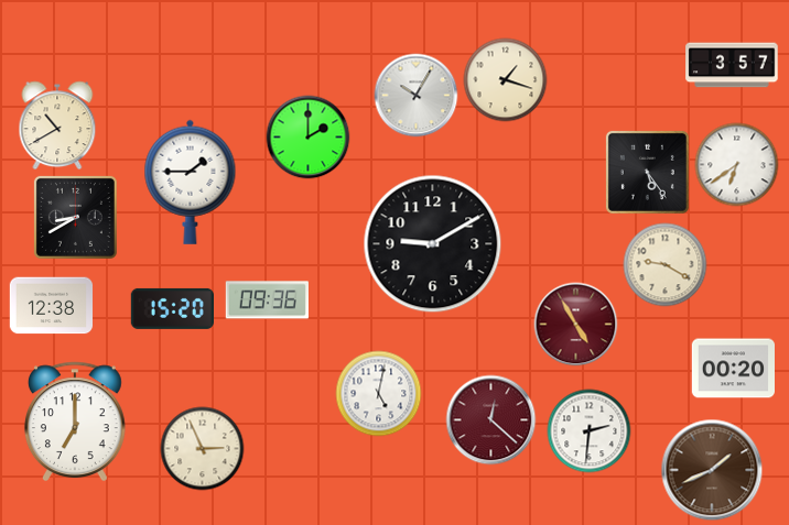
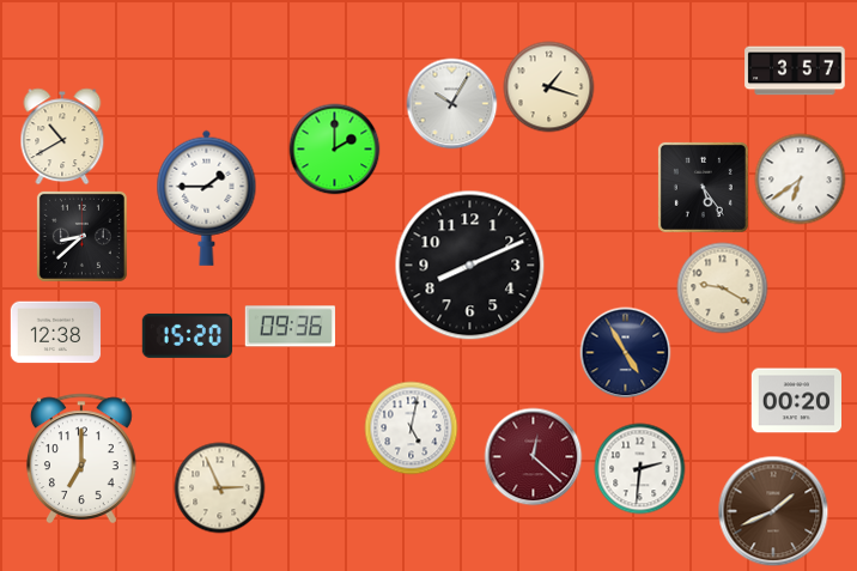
clock at (75, 217): 8:40 -> 8:38
clock at (433, 244): 9:10 -> 8:11
clock at (576, 325) dial: burgundy -> navy
